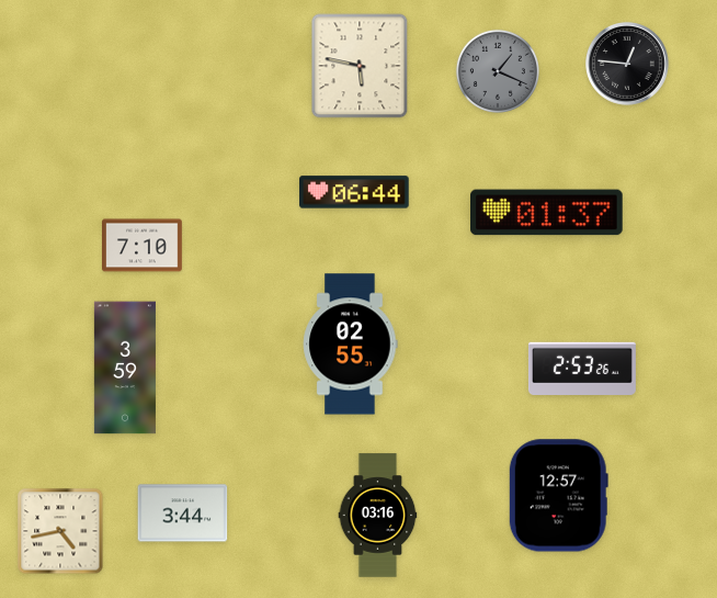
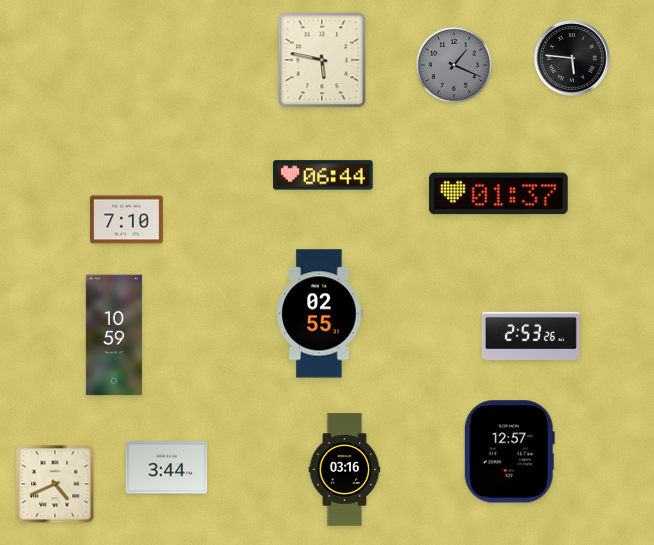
clock at (627, 64): 12:46 -> 5:46
clock at (360, 66) position: (360, 66) -> (322, 60)
clock at (143, 246) position: (143, 246) -> (127, 220)
clock at (125, 368): 3:59 -> 10:59
clock at (60, 531): 4:43 -> 4:41
